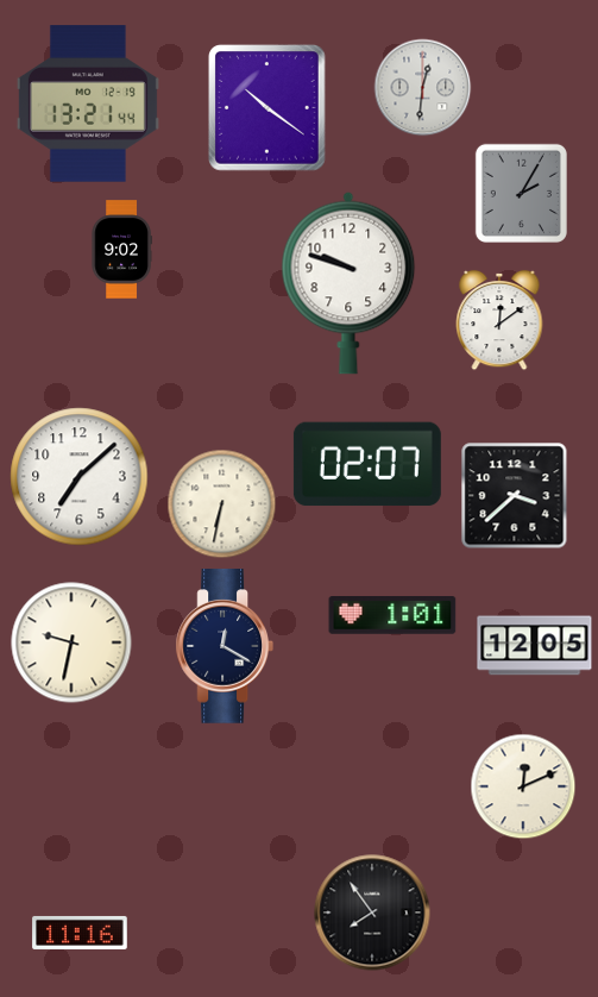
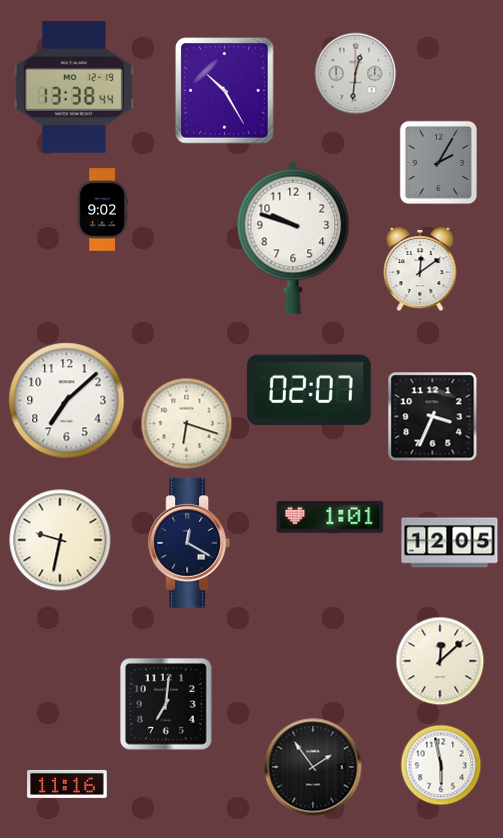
clock at (88, 104): 13:21 -> 13:38
clock at (267, 108): 10:21 -> 10:25
clock at (514, 495): 3:38 -> 3:34
clock at (221, 503): 6:32 -> 6:18
clock at (523, 786): 12:11 -> 12:08
clock at (166, 704): none -> 7:01
clock at (441, 765): none -> 5:58
clock at (372, 913): 7:54 -> 1:54
